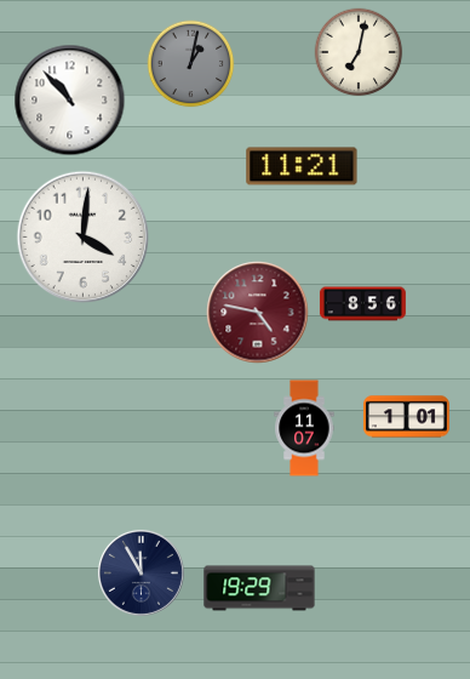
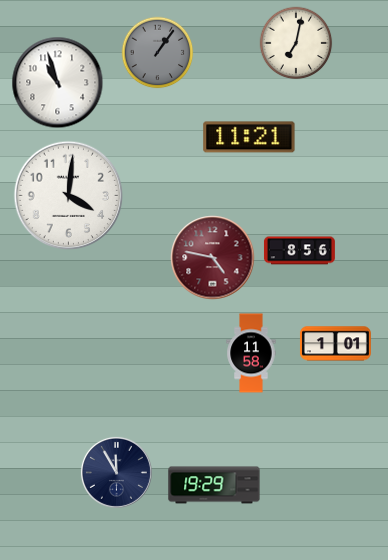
clock at (191, 64): 1:02 -> 1:06
clock at (70, 101): 10:53 -> 10:57
clock at (304, 428): 11:07 -> 11:58
